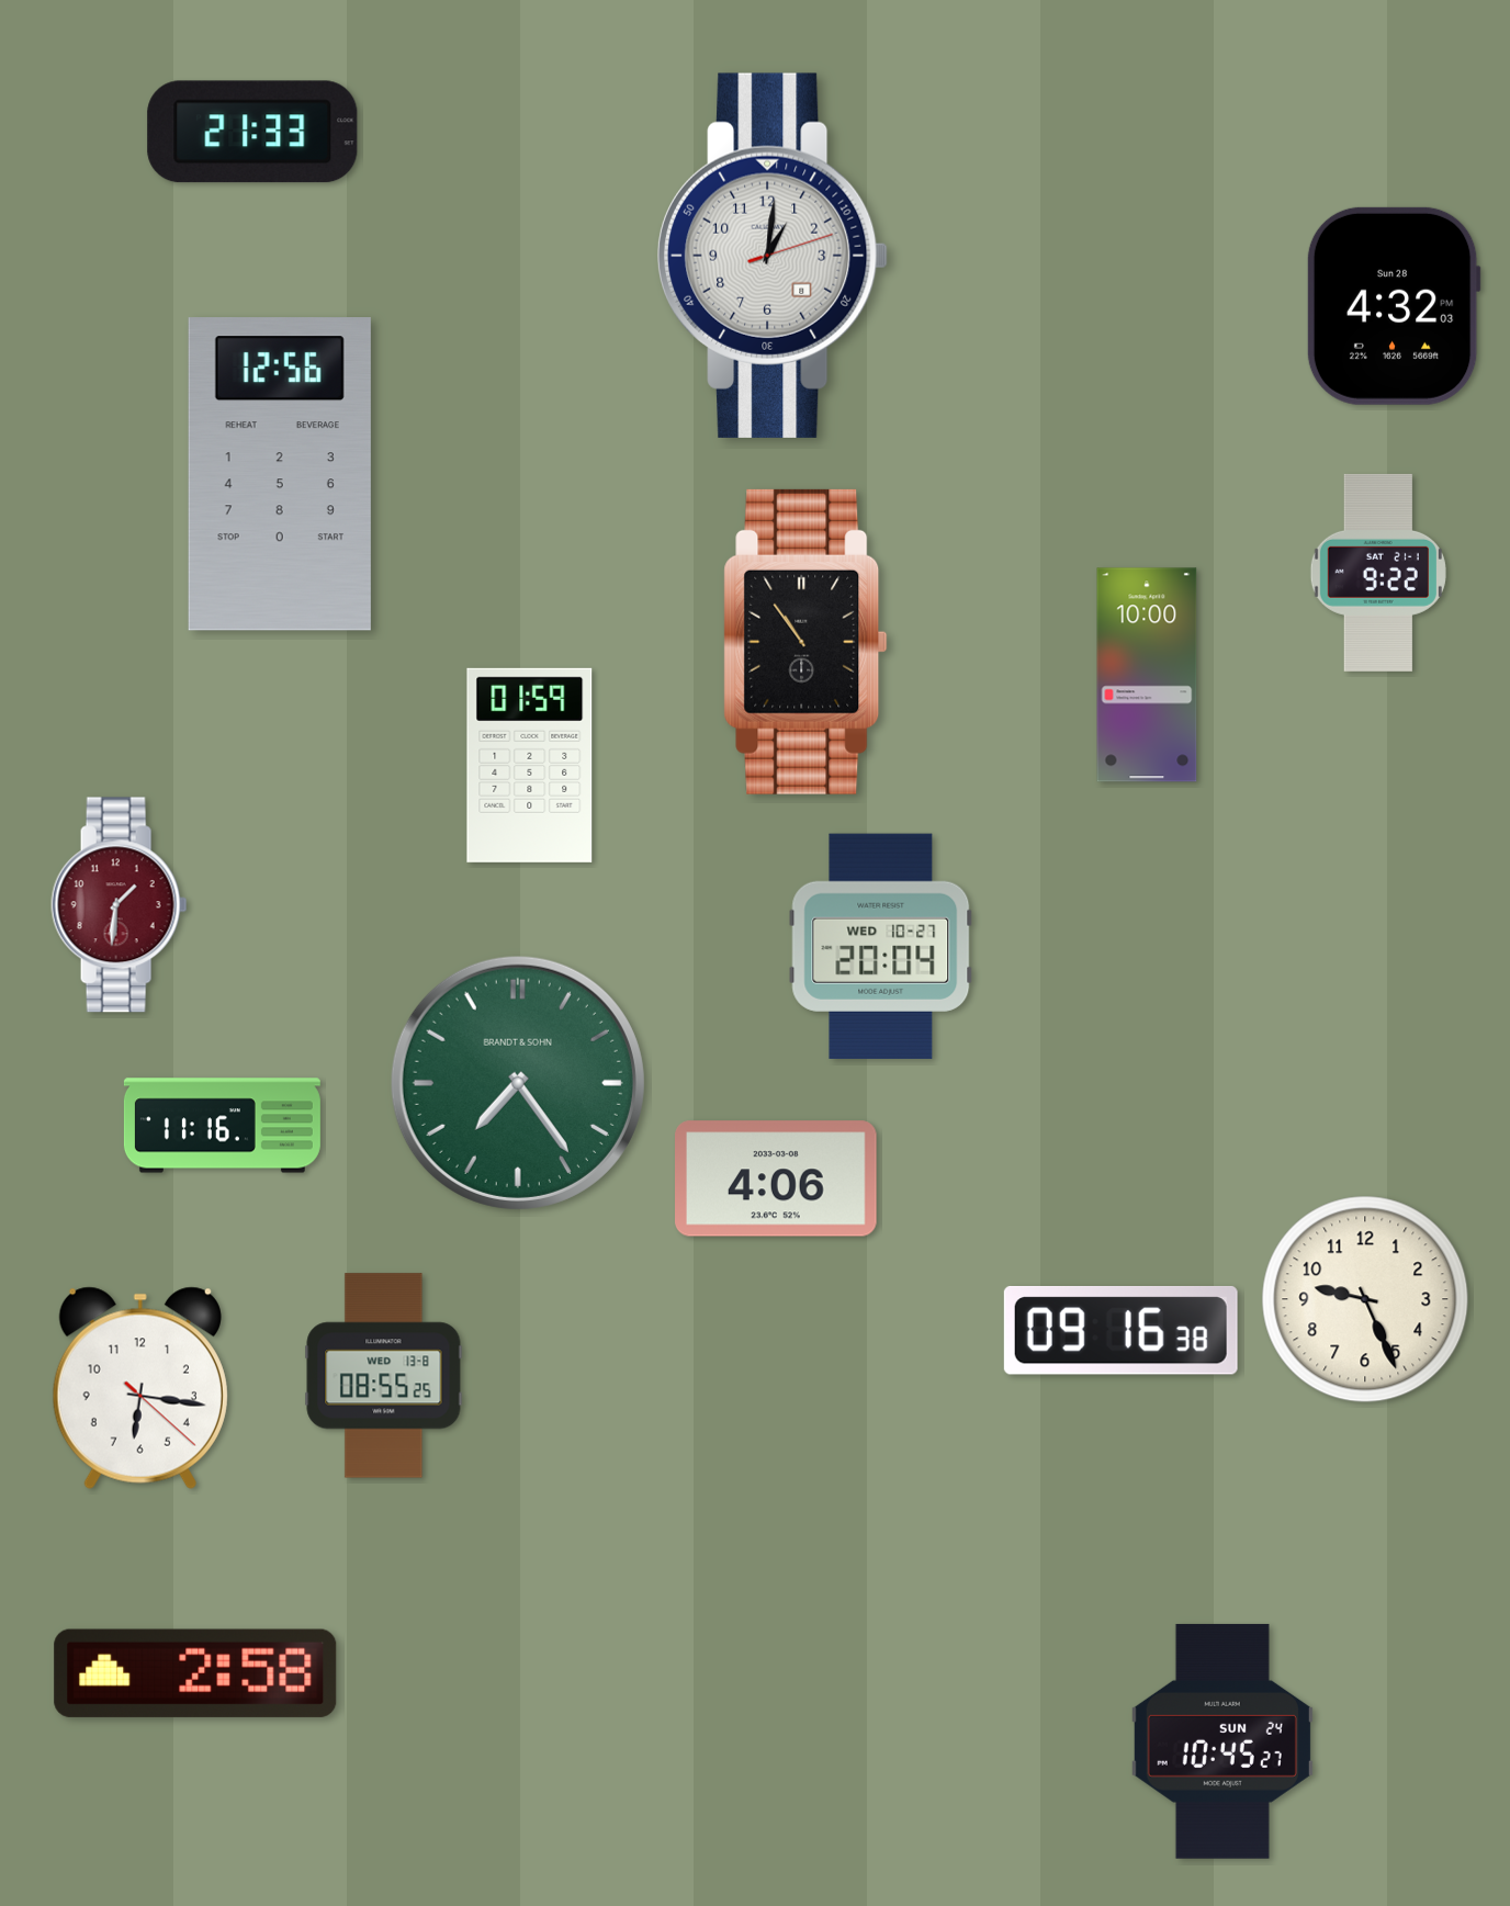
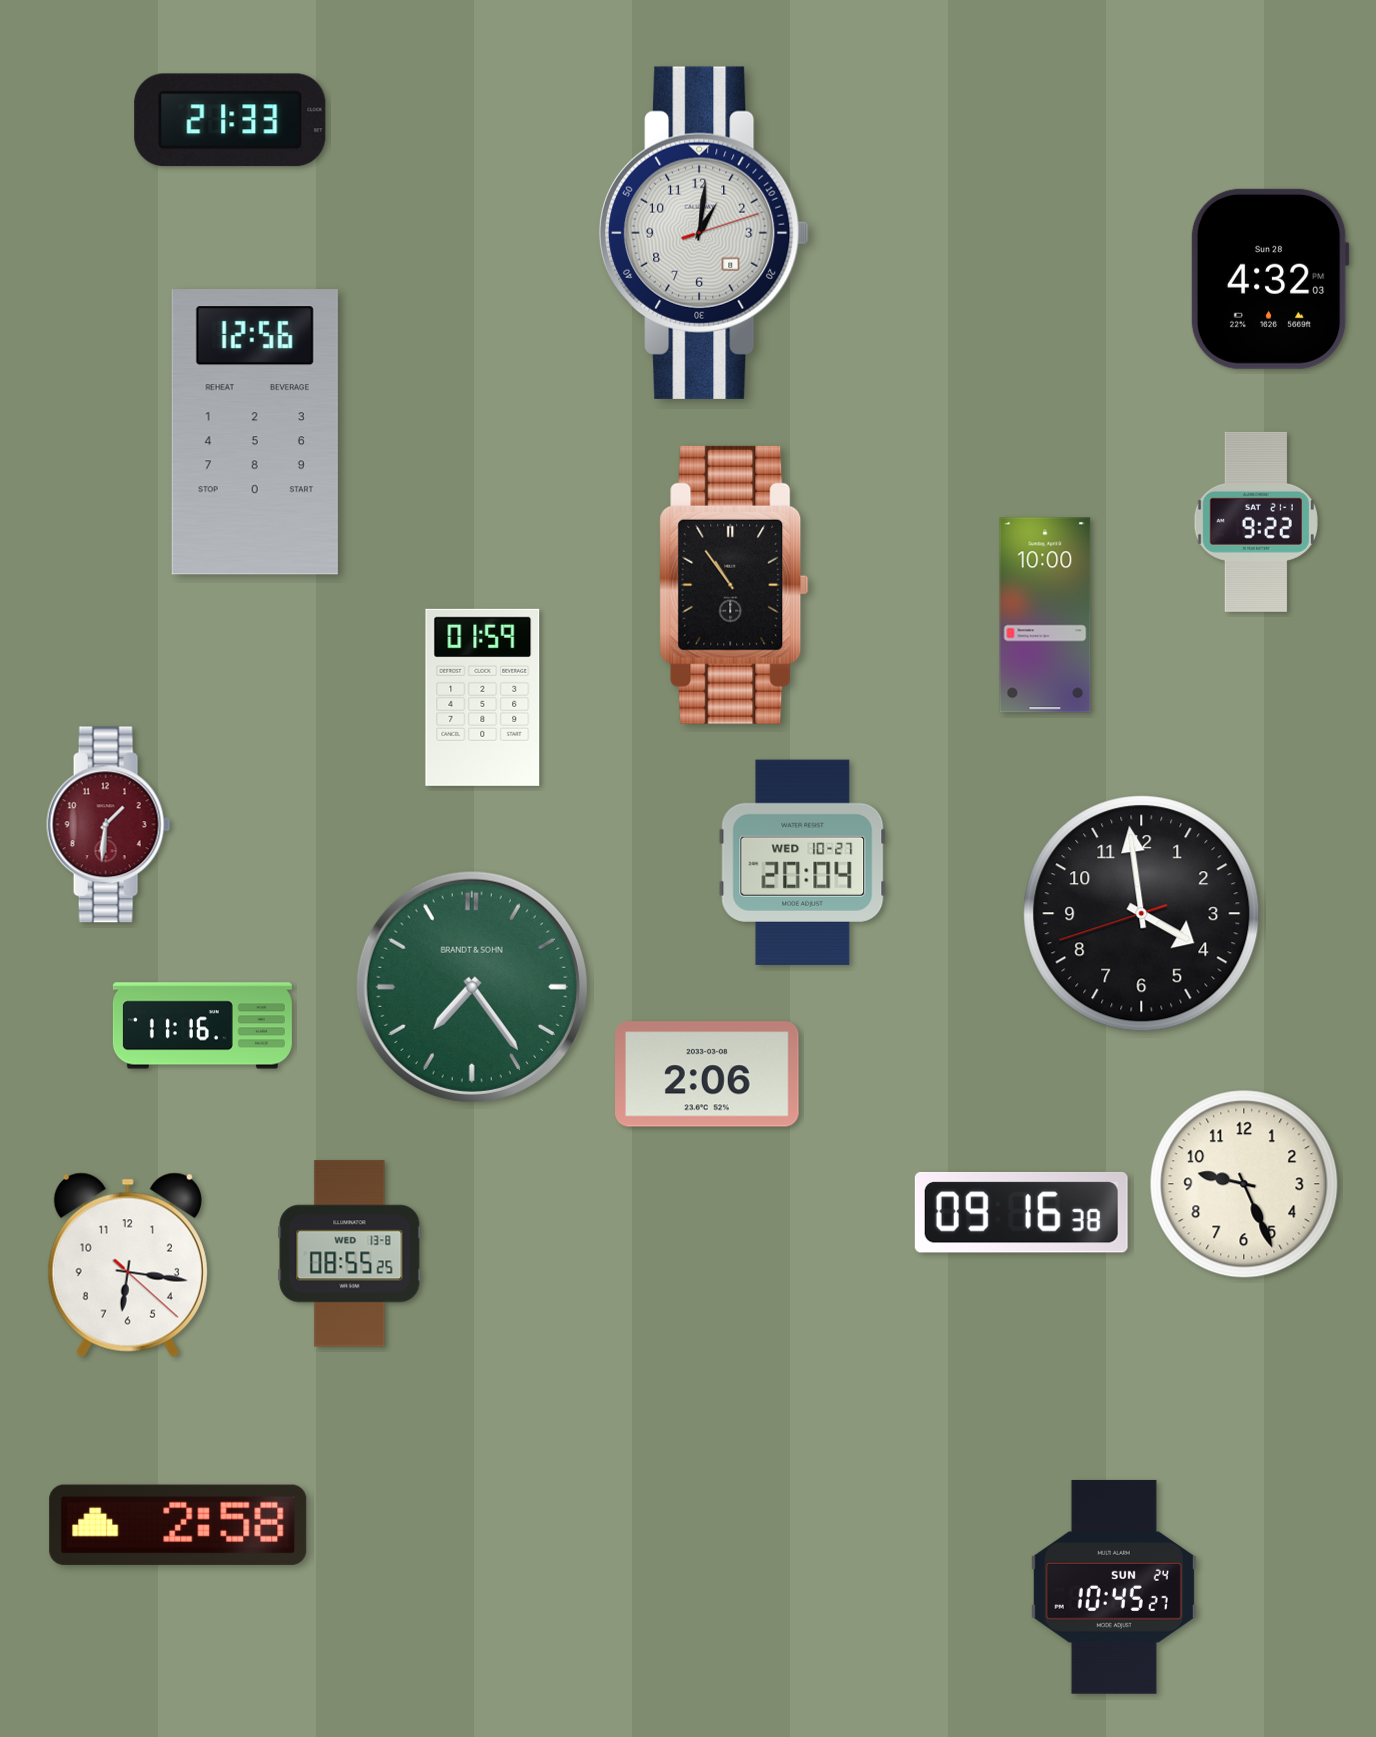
clock at (1142, 914): none -> 3:58
clock at (777, 1178): 4:06 -> 2:06
